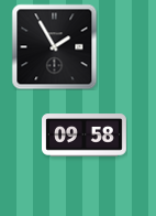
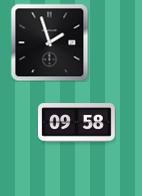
clock at (54, 46): 1:55 -> 1:57
